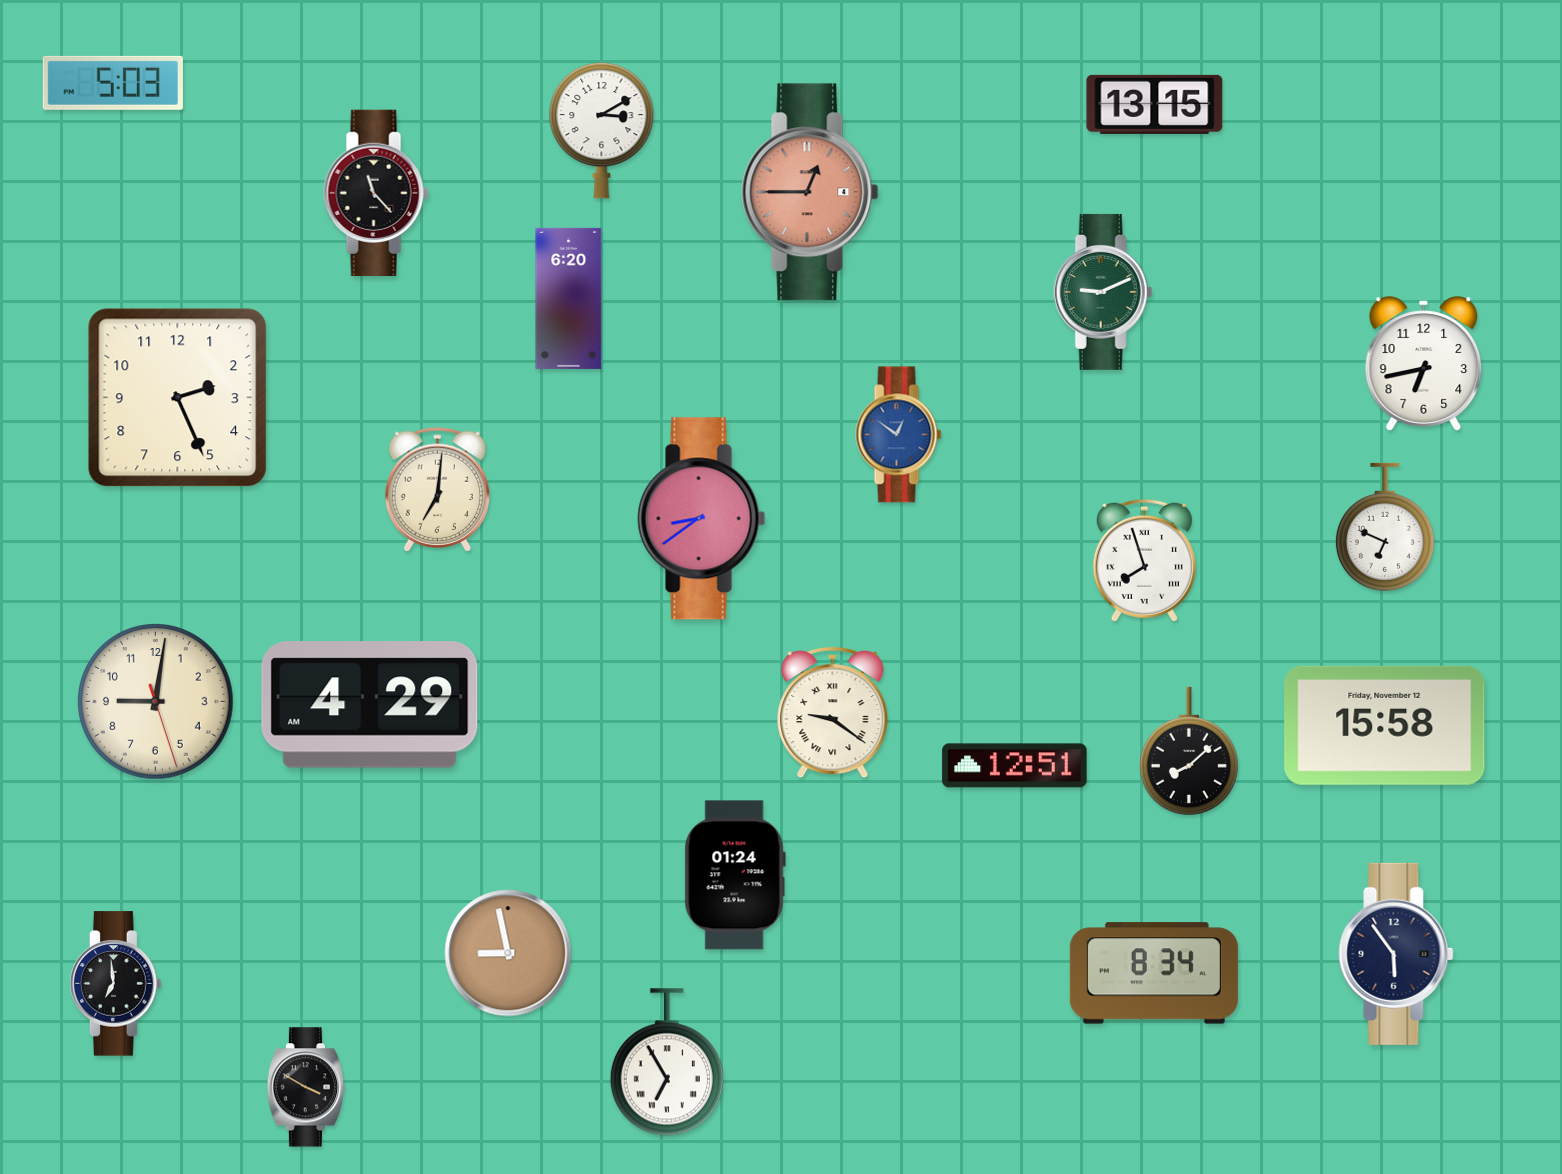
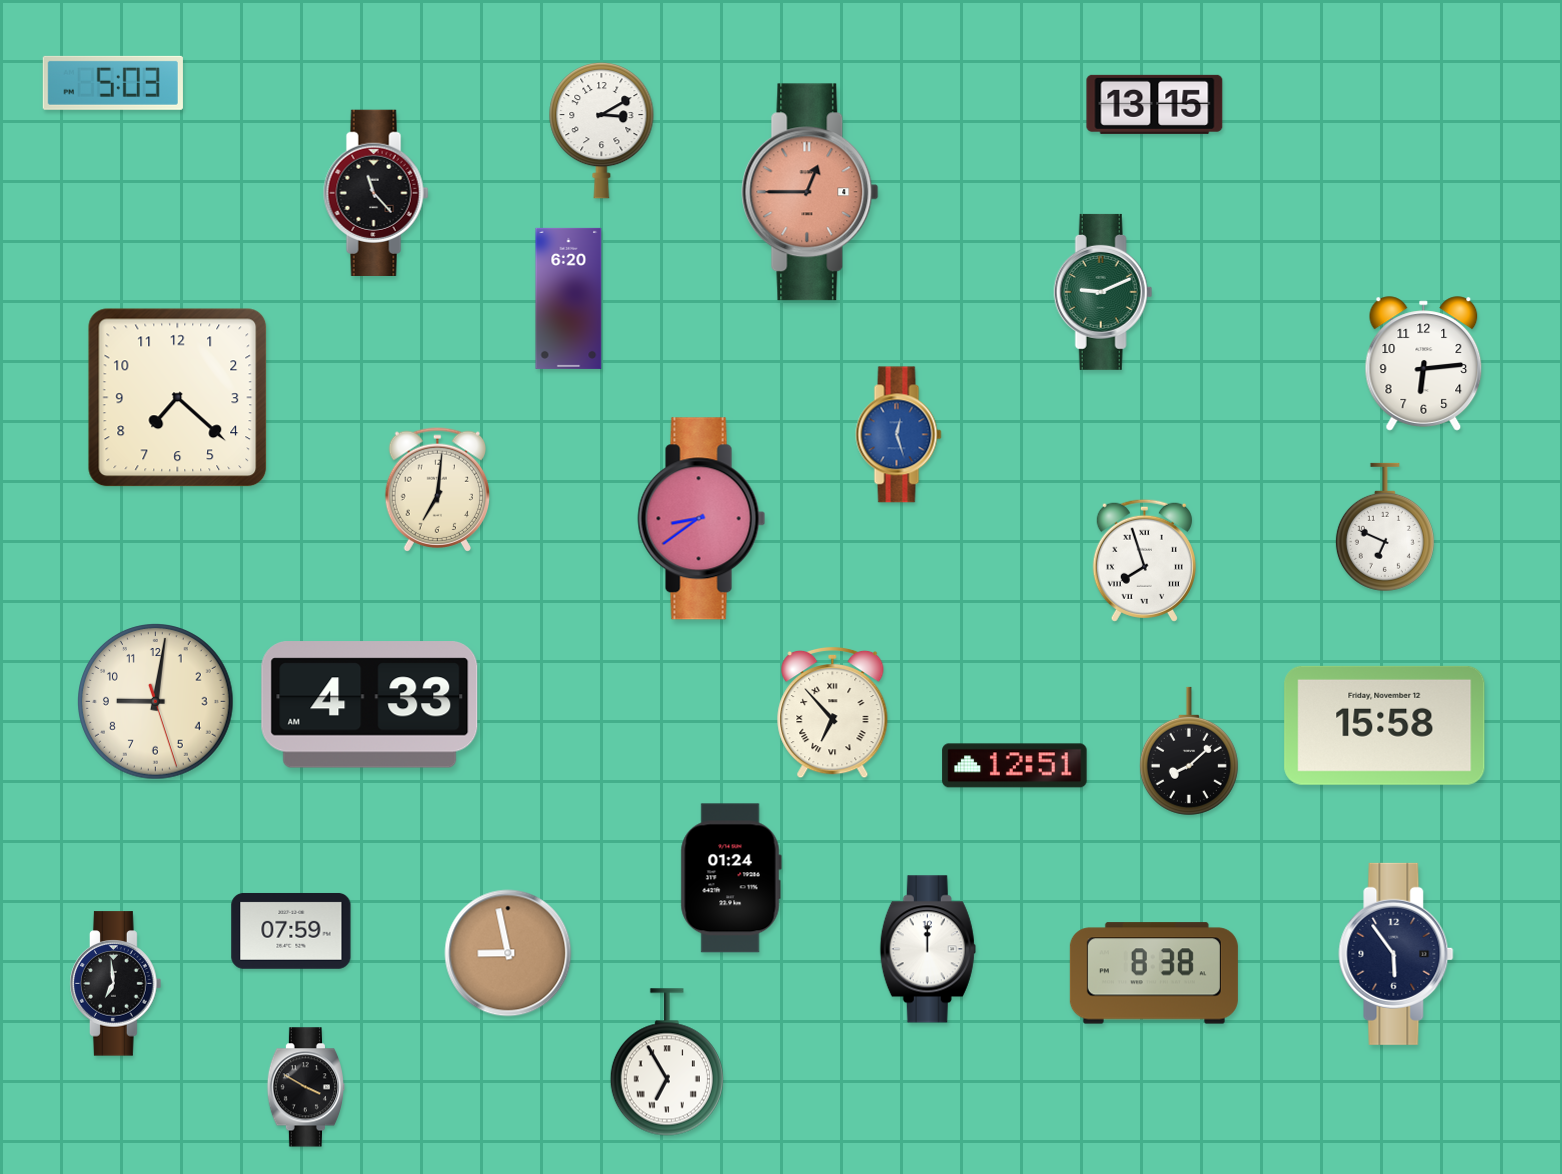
clock at (1424, 364): 6:43 -> 6:14
clock at (178, 398): 2:26 -> 7:22
clock at (899, 435): 12:51 -> 12:27
clock at (370, 705): 4:29 -> 4:33
clock at (833, 713): 9:21 -> 6:53
clock at (735, 875) position: (735, 875) -> (731, 878)
clock at (291, 931): none -> 07:59
clock at (928, 949): none -> 12:00
clock at (1154, 973): 8:34 -> 8:38
